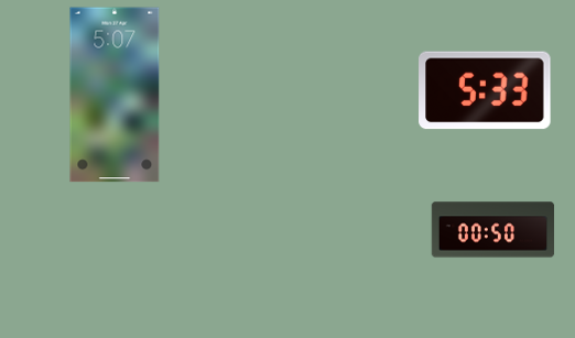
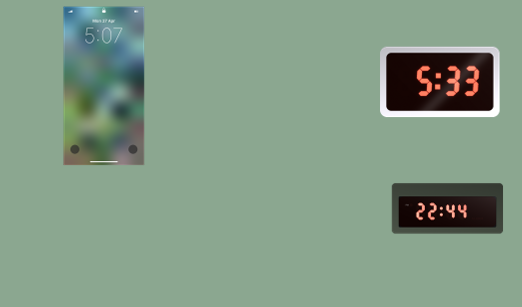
clock at (493, 230): 00:50 -> 22:44
